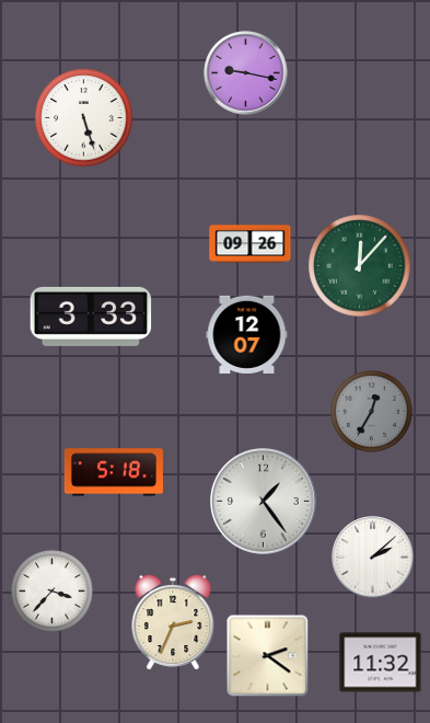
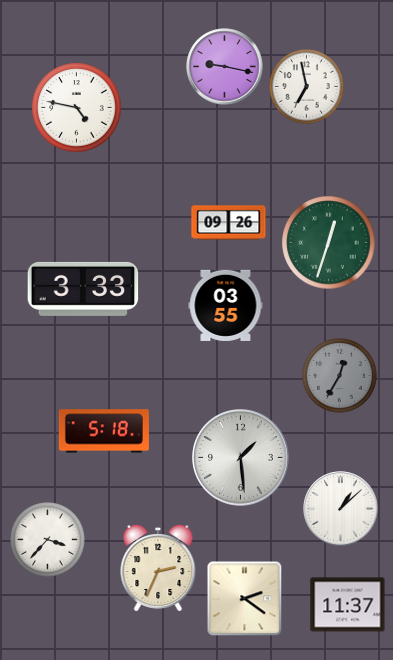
clock at (307, 87): none -> 6:58
clock at (84, 118): 5:27 -> 4:47
clock at (360, 266): 12:07 -> 12:33
clock at (247, 334): 12:07 -> 03:55
clock at (264, 502): 1:24 -> 1:29
clock at (373, 558): 2:08 -> 1:08
clock at (381, 663): 11:32 -> 11:37
